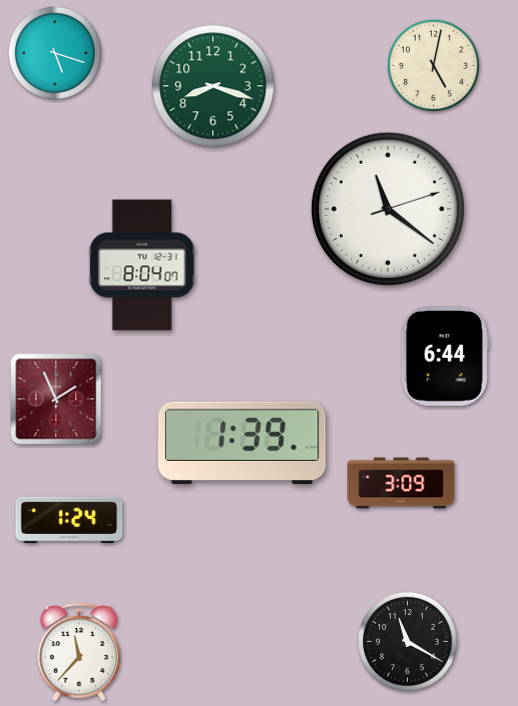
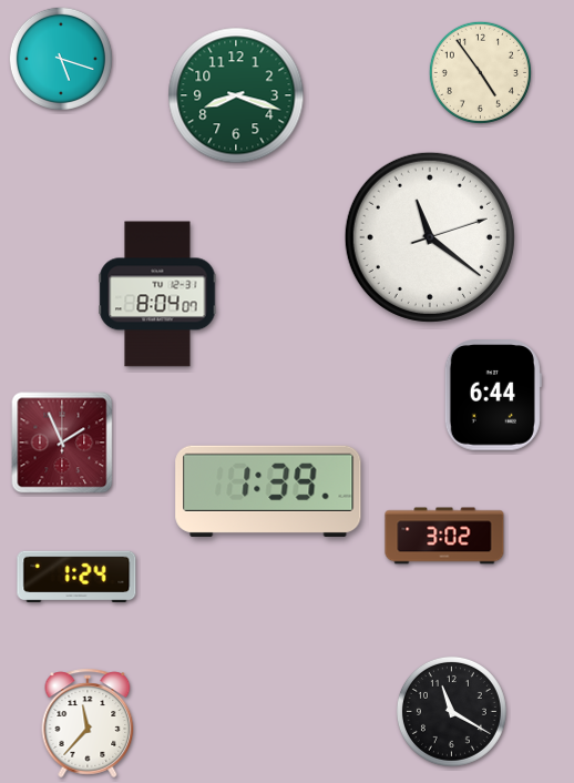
clock at (433, 65): 5:02 -> 4:54
clock at (388, 209) position: (388, 209) -> (430, 237)
clock at (401, 483): 3:09 -> 3:02
